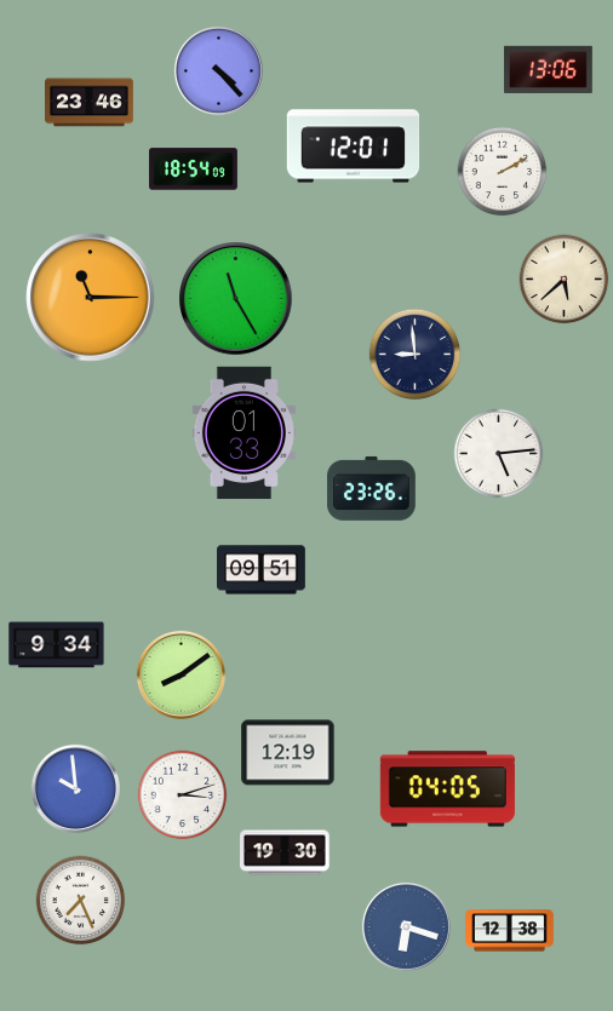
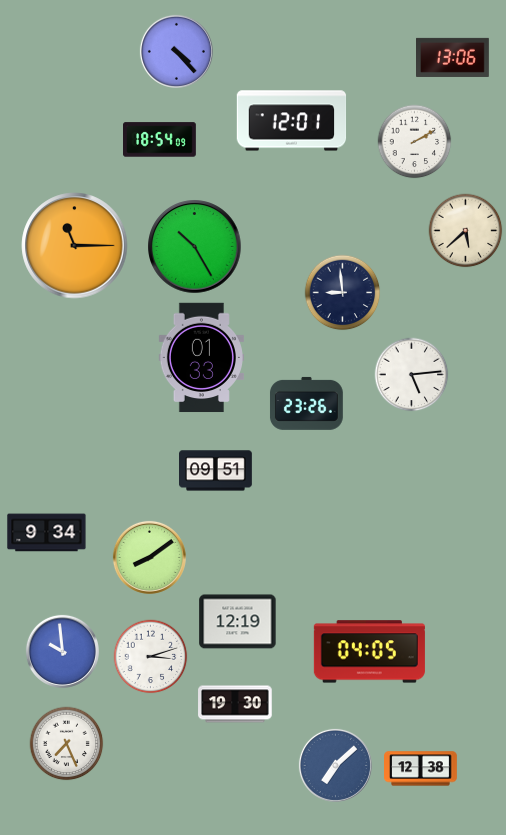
clock at (218, 70) position: (218, 70) -> (176, 51)
clock at (90, 103): 23:46 -> none
clock at (236, 299): 11:25 -> 10:25
clock at (406, 926): 6:18 -> 7:08
